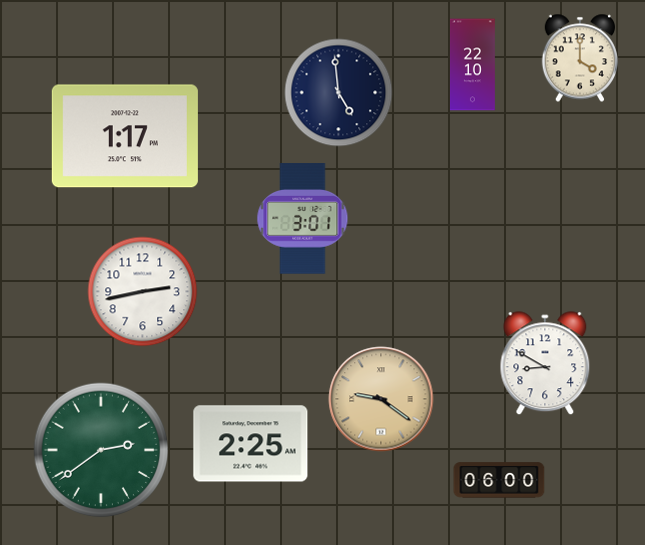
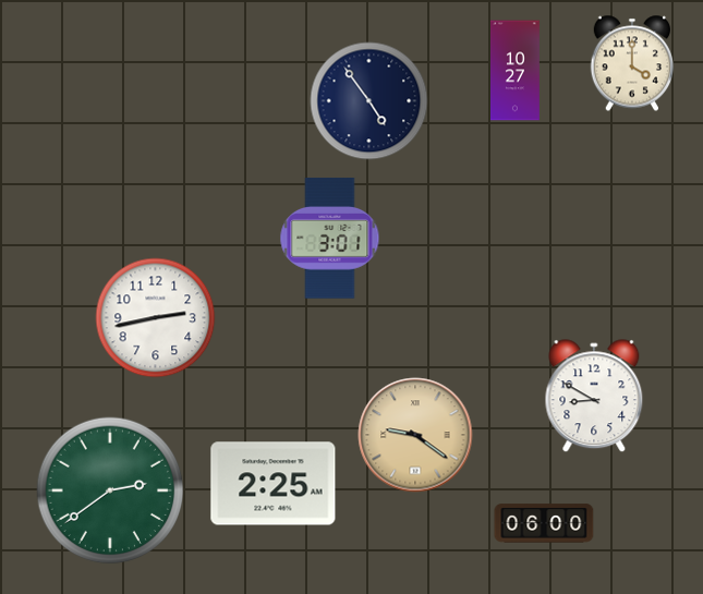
clock at (472, 65): 22:10 -> 10:27
clock at (339, 93): 4:59 -> 4:54
clock at (125, 136): 1:17 -> none
